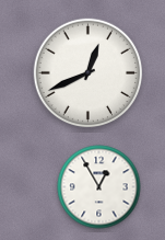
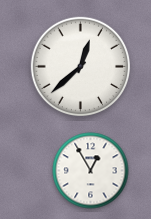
clock at (89, 73): 12:41 -> 12:38
